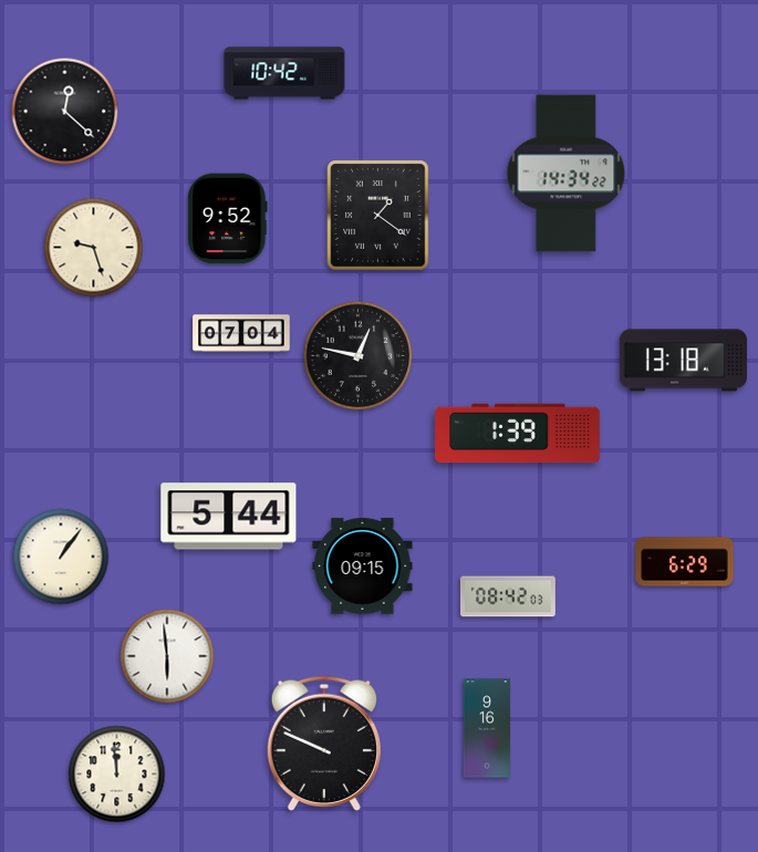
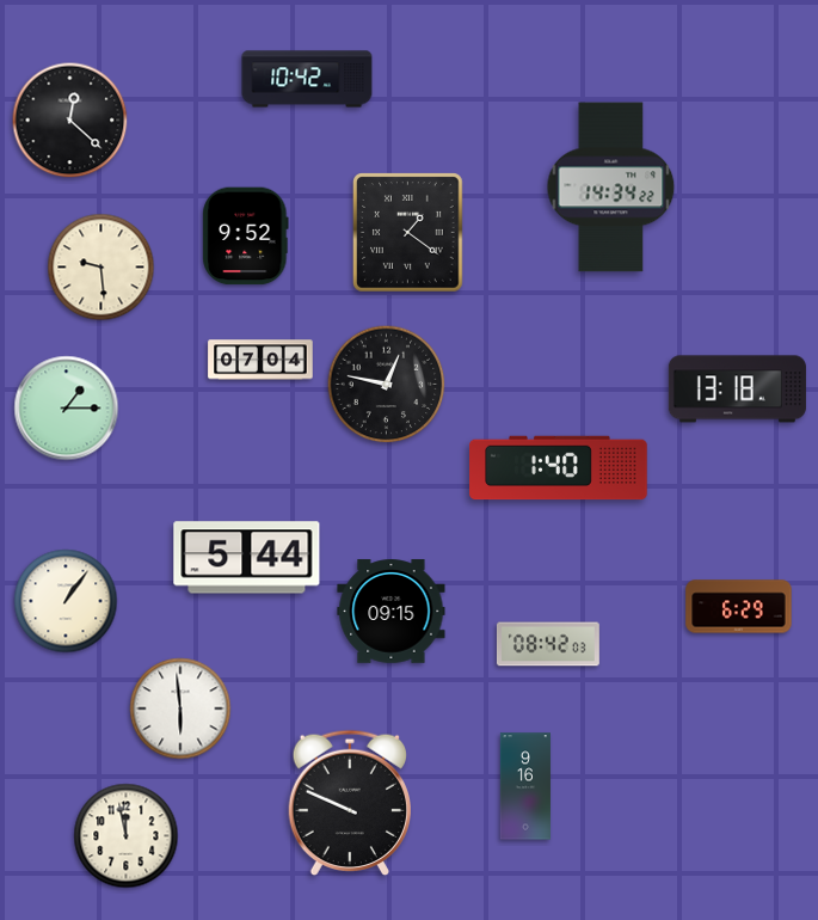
clock at (94, 248): 9:27 -> 9:29
clock at (67, 409): none -> 1:15
clock at (518, 434): 1:39 -> 1:40
clock at (117, 775): 11:59 -> 11:58
